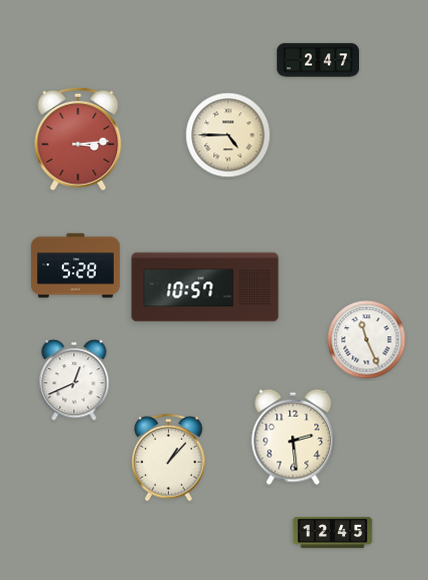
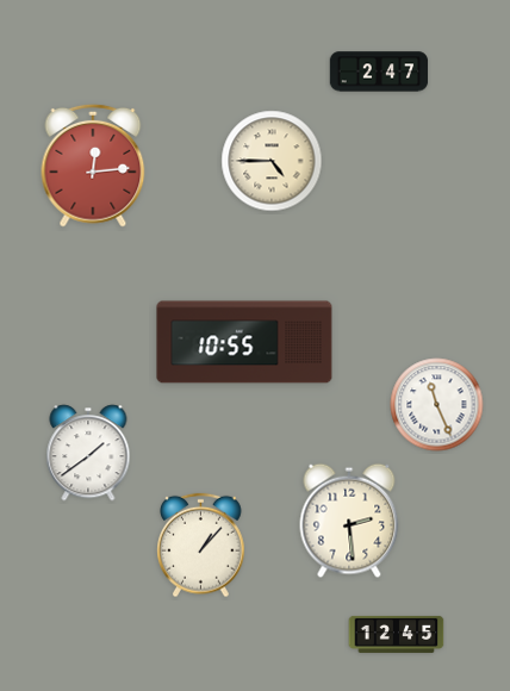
clock at (78, 139): 3:14 -> 12:14
clock at (76, 266): 5:28 -> none
clock at (205, 287): 10:57 -> 10:55
clock at (74, 380): 12:41 -> 1:39
